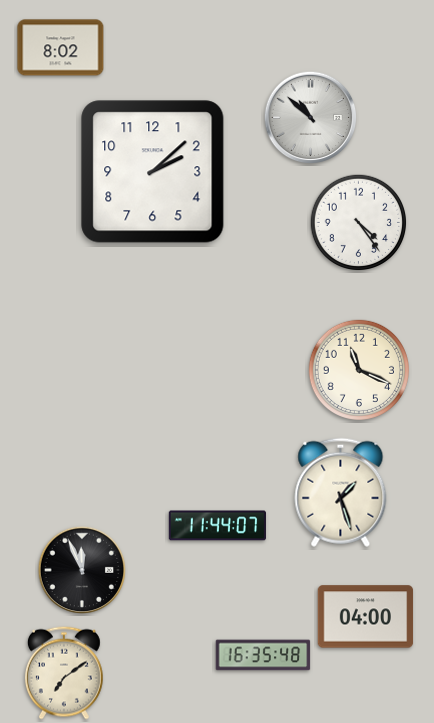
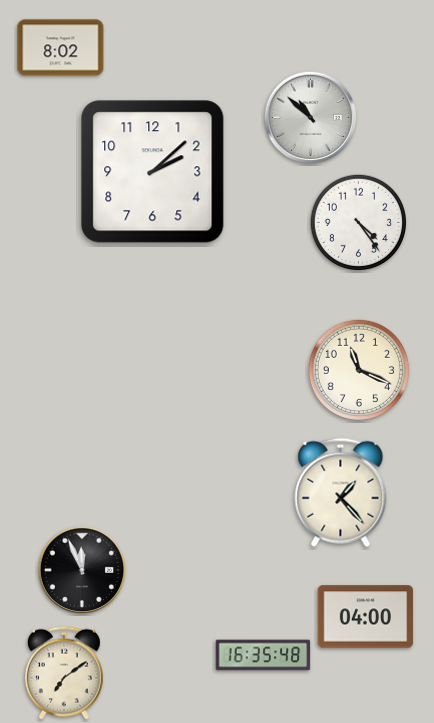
clock at (341, 492): 1:27 -> 1:23
clock at (217, 526): 11:44 -> none
